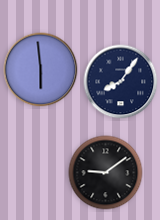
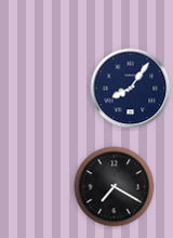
clock at (41, 70): 5:59 -> none
clock at (106, 173): 9:09 -> 7:20
